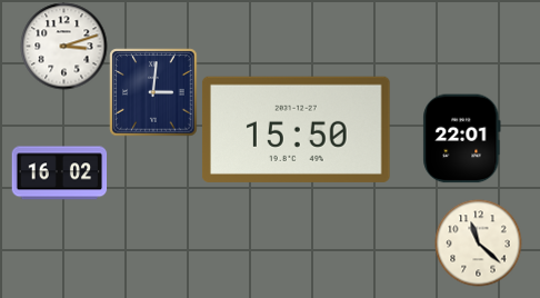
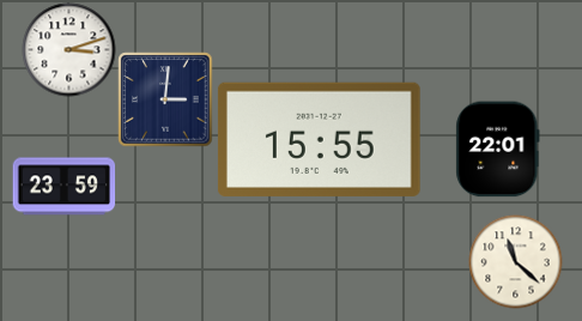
clock at (296, 129): 15:50 -> 15:55
clock at (59, 173): 16:02 -> 23:59
